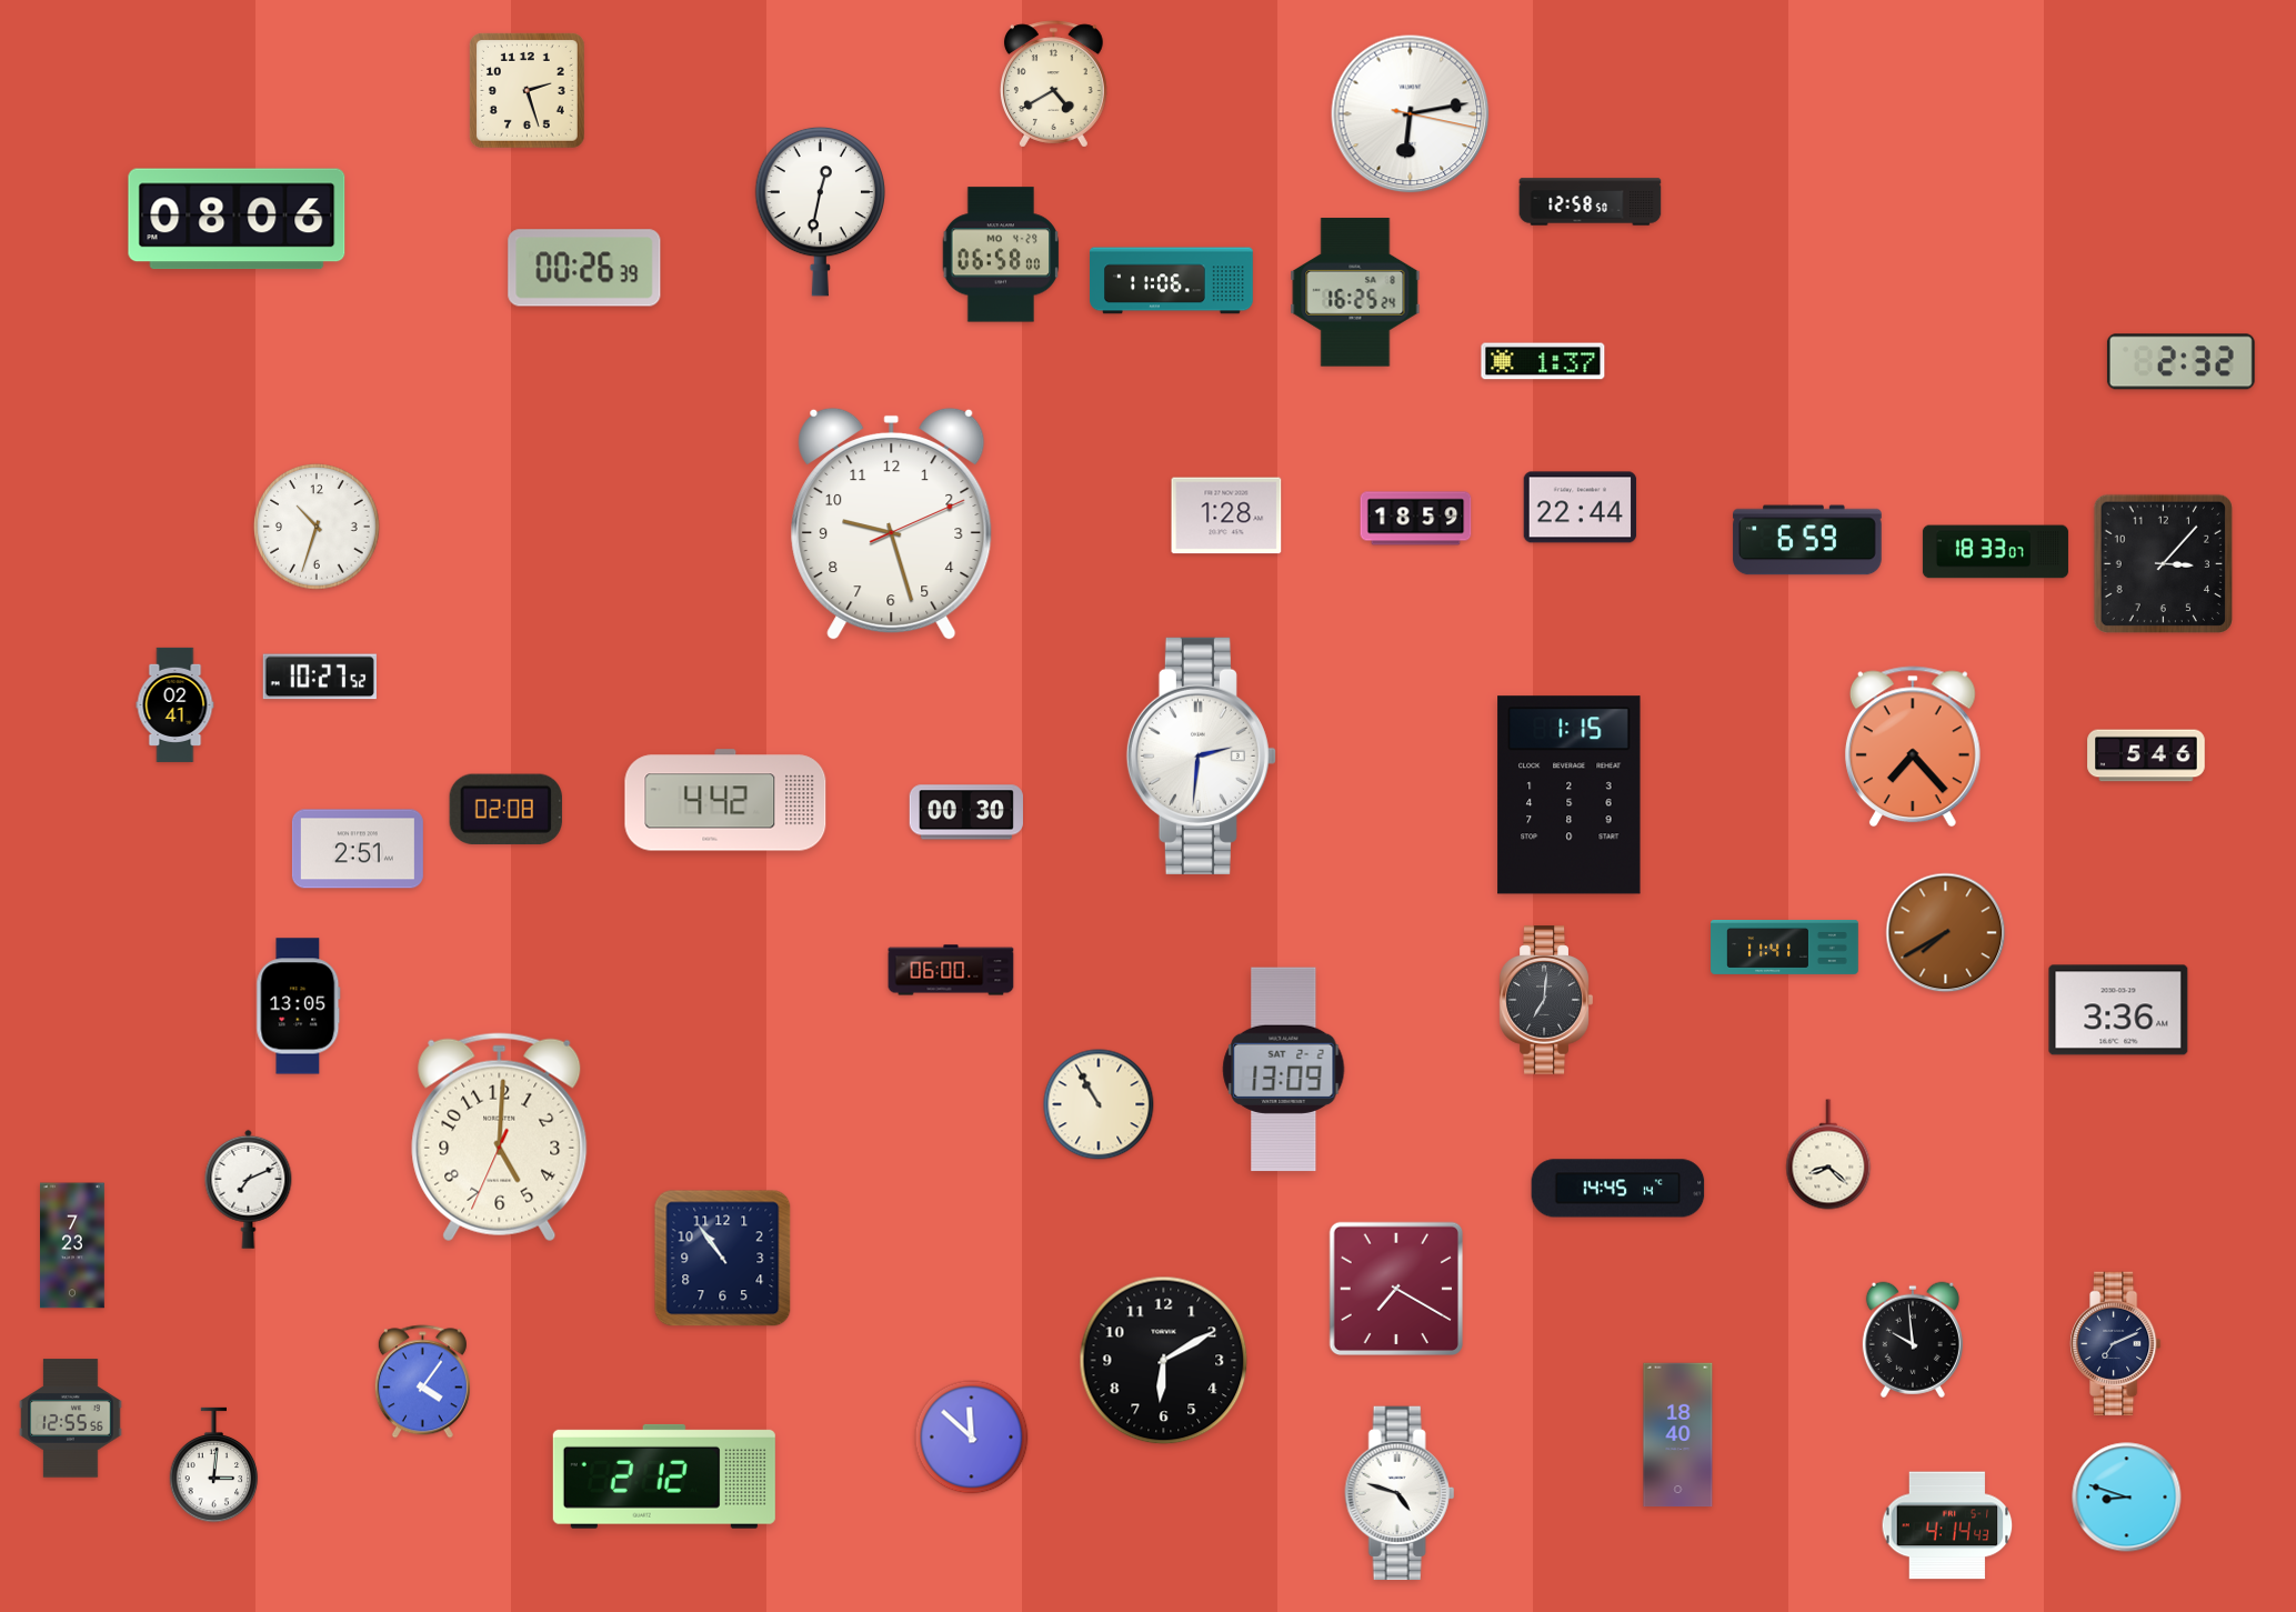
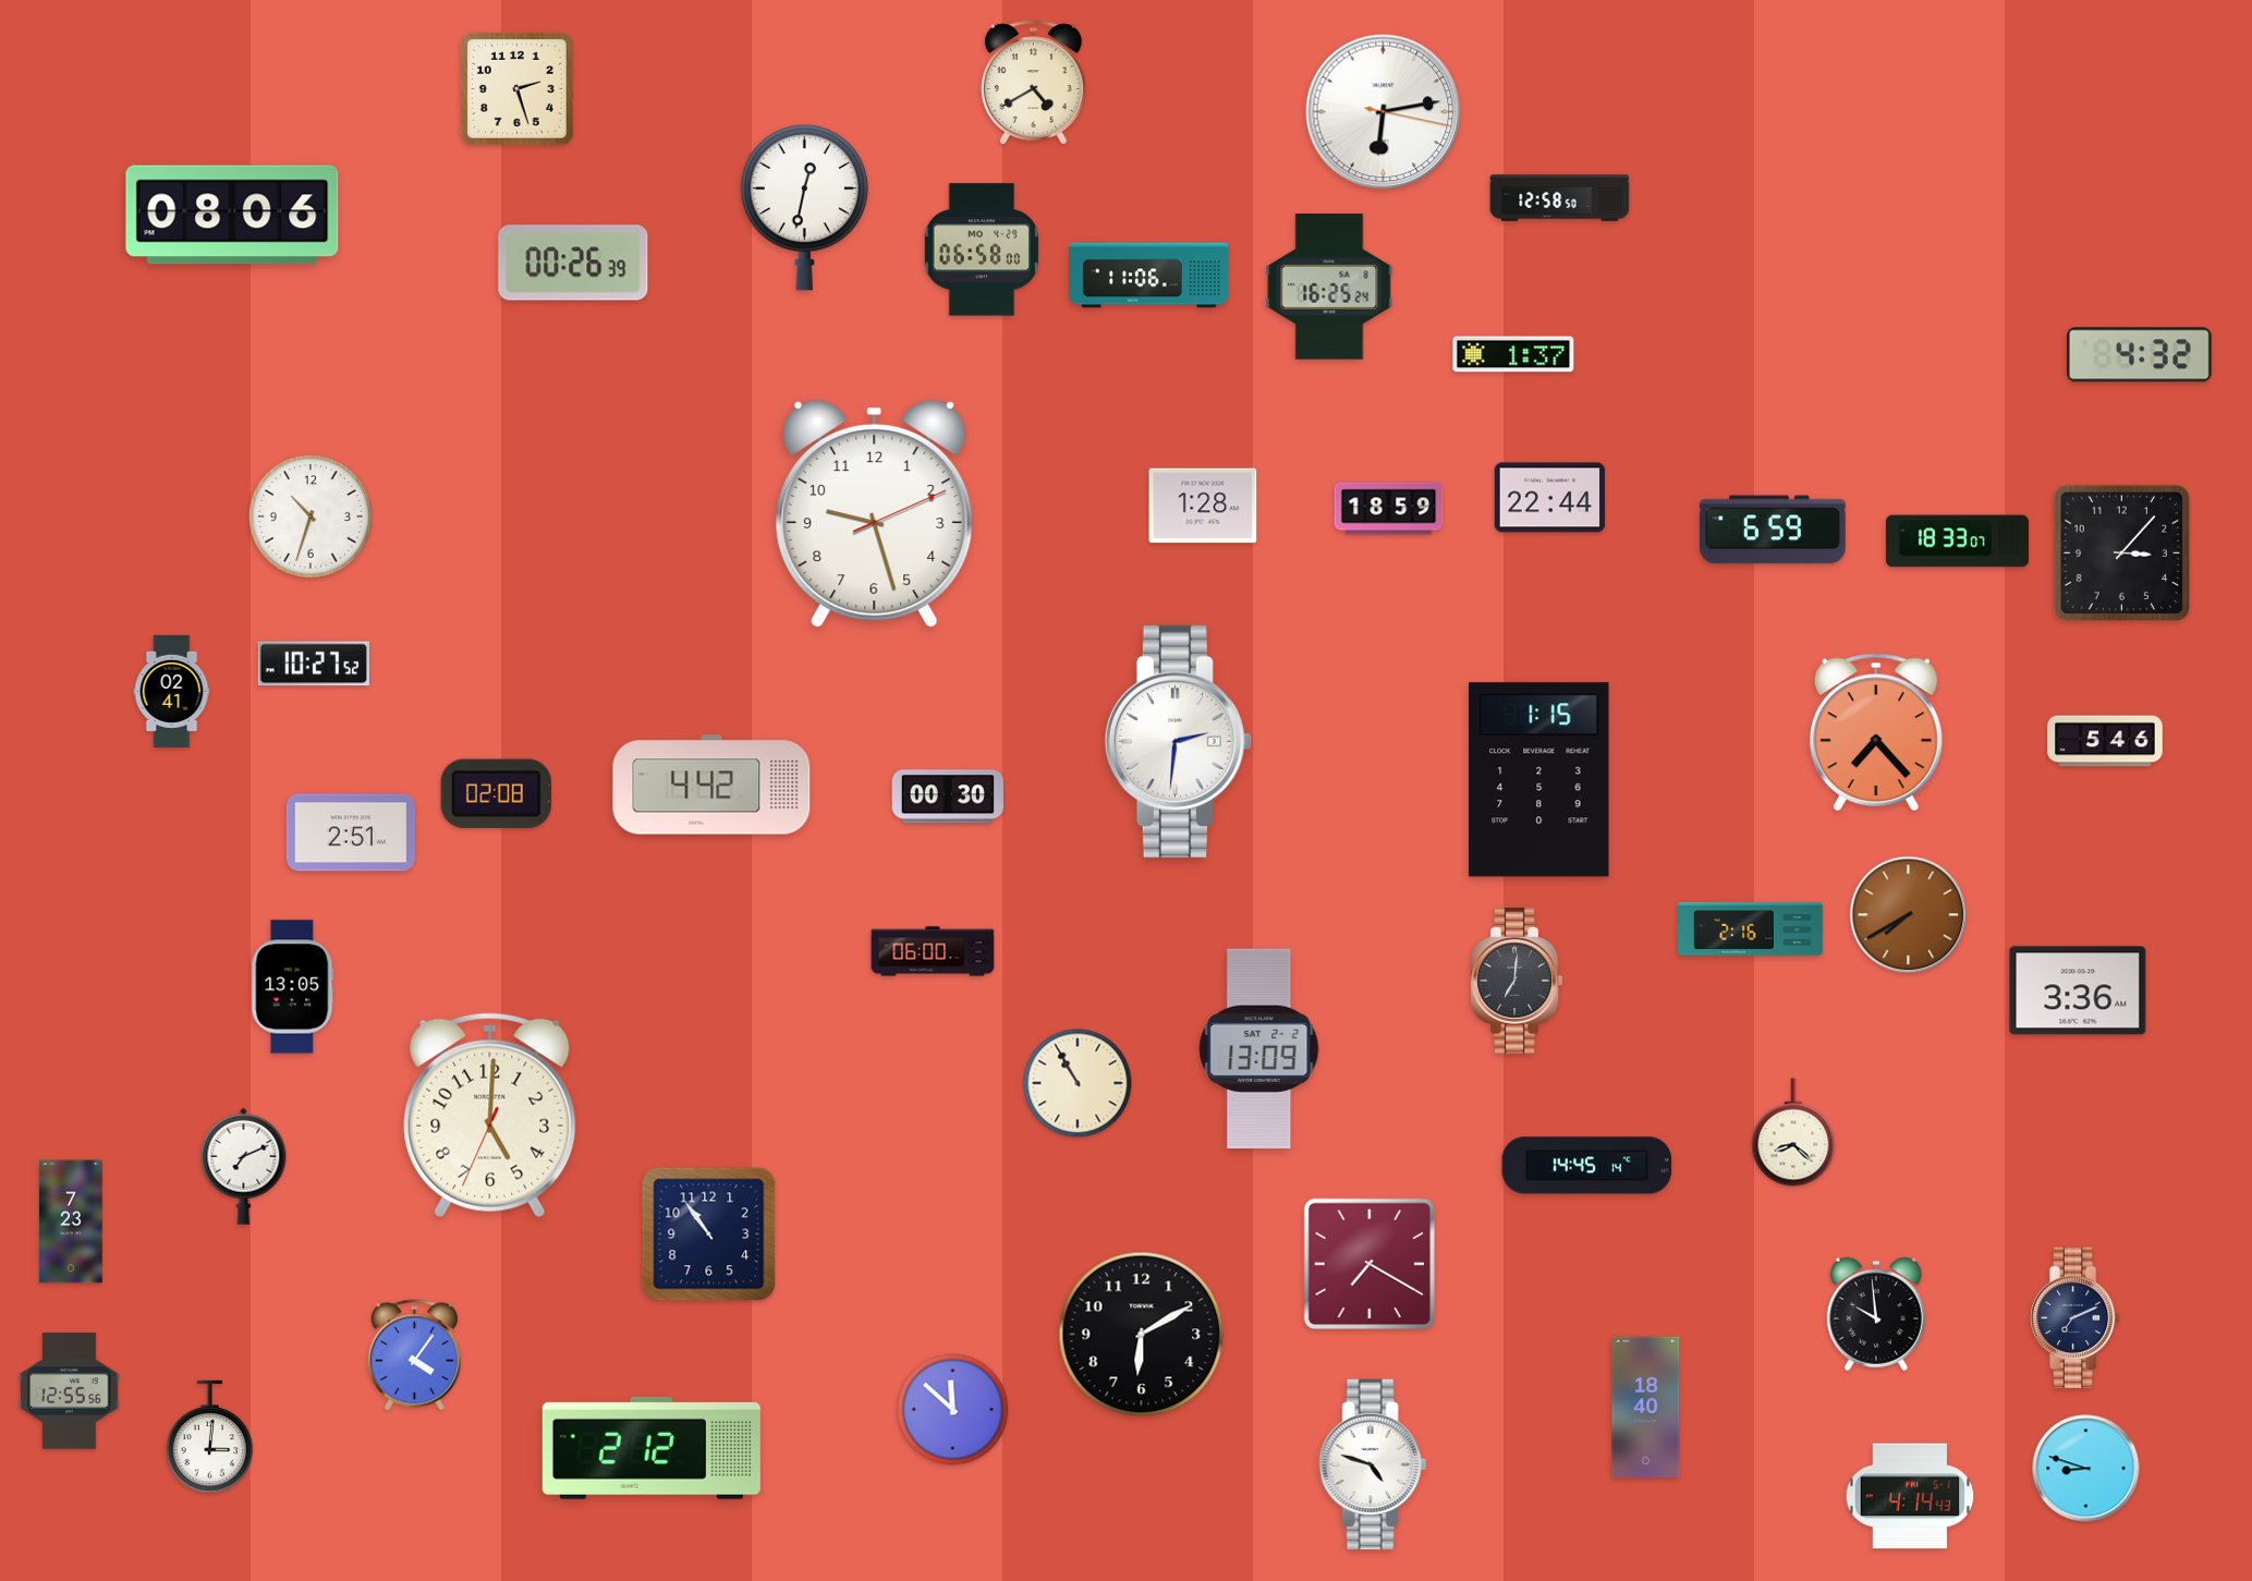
clock at (2180, 362): 2:32 -> 4:32
clock at (1785, 947): 11:41 -> 2:16
